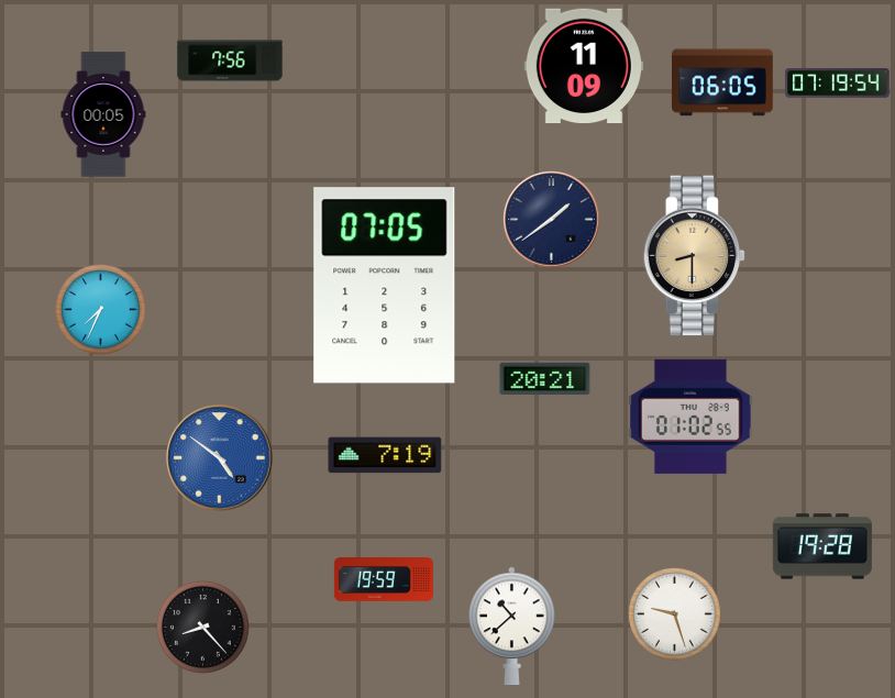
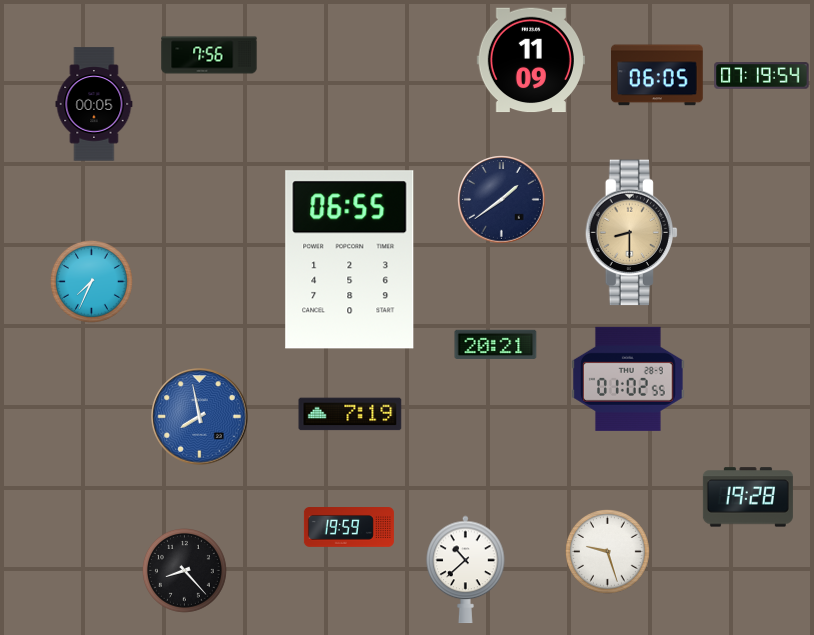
clock at (385, 286): 07:05 -> 06:55
clock at (220, 458): 4:51 -> 7:58
clock at (675, 614) position: (675, 614) -> (608, 552)
